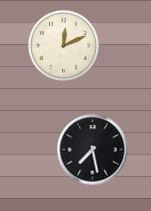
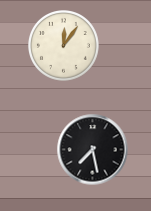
clock at (64, 46): 12:11 -> 12:06
